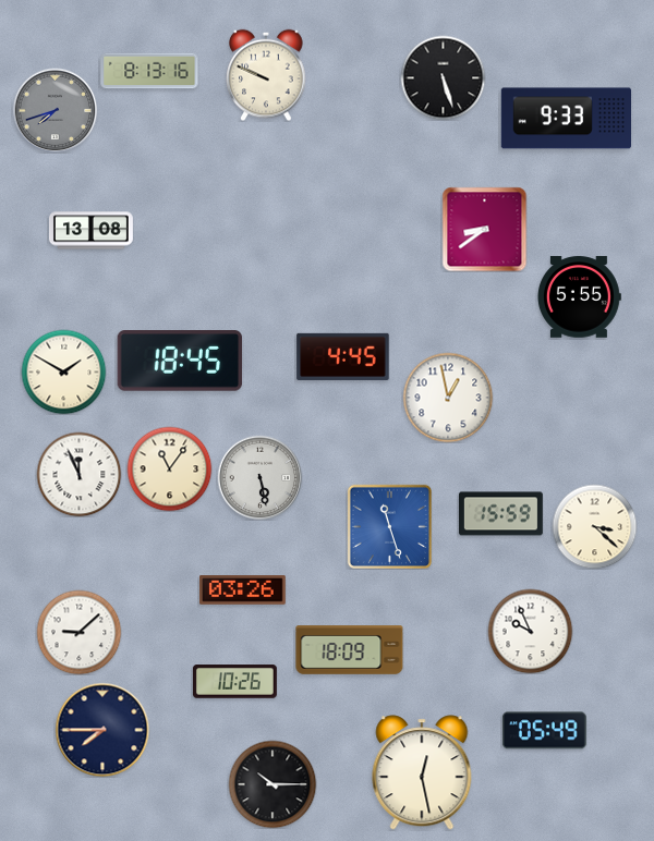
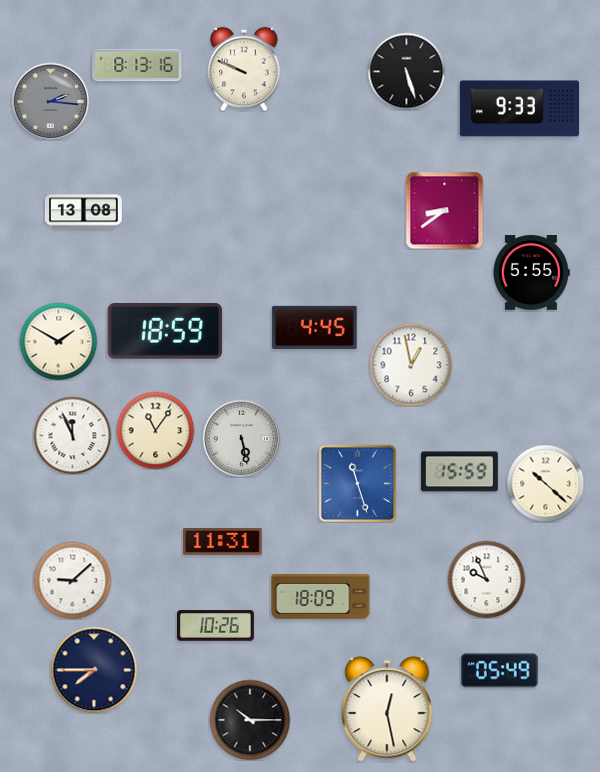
clock at (55, 110): 7:42 -> 2:16
clock at (180, 362): 18:45 -> 18:59
clock at (259, 477) position: (259, 477) -> (241, 438)
clock at (594, 526): 3:22 -> 10:22
clock at (243, 590): 03:26 -> 11:31
